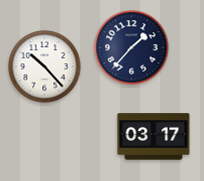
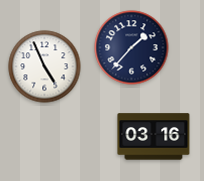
clock at (45, 67): 10:23 -> 4:56
clock at (154, 137): 03:17 -> 03:16
